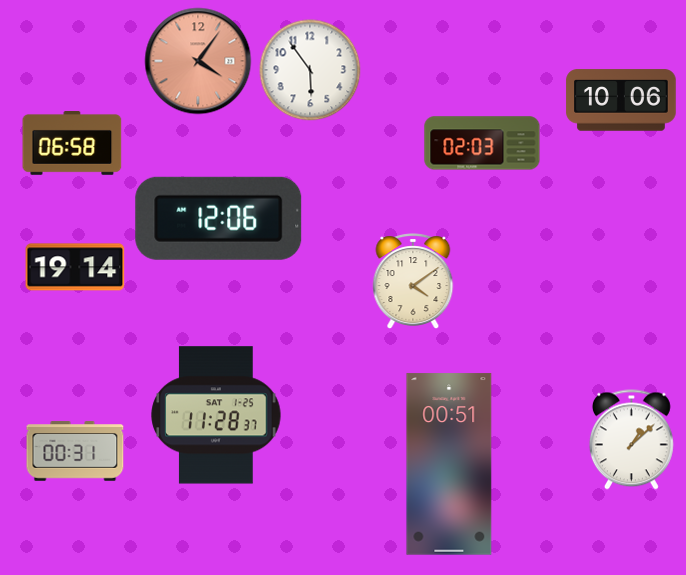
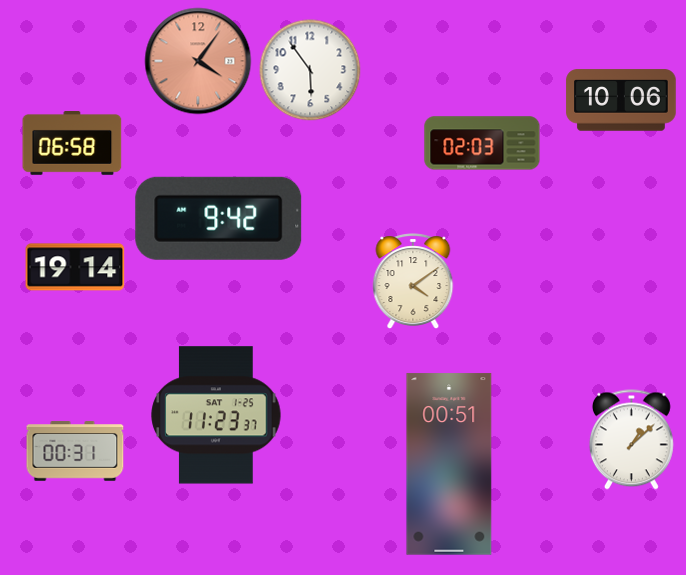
clock at (219, 218): 12:06 -> 9:42
clock at (216, 415): 11:28 -> 11:23
